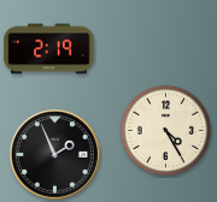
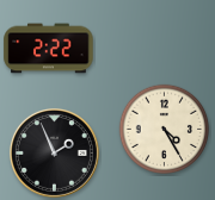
clock at (49, 49): 2:19 -> 2:22
